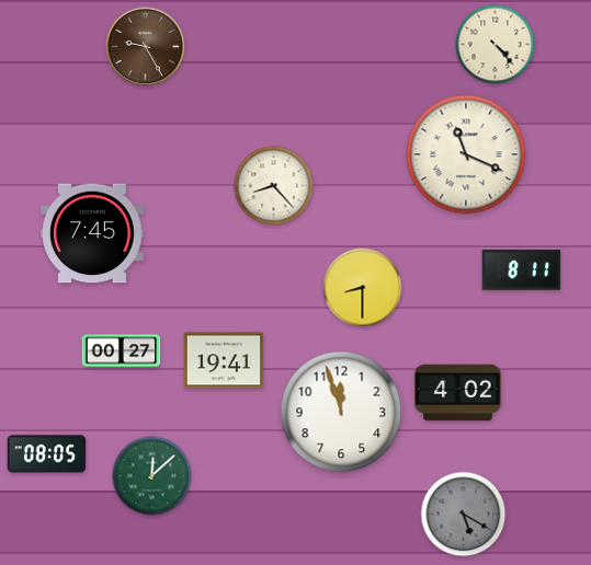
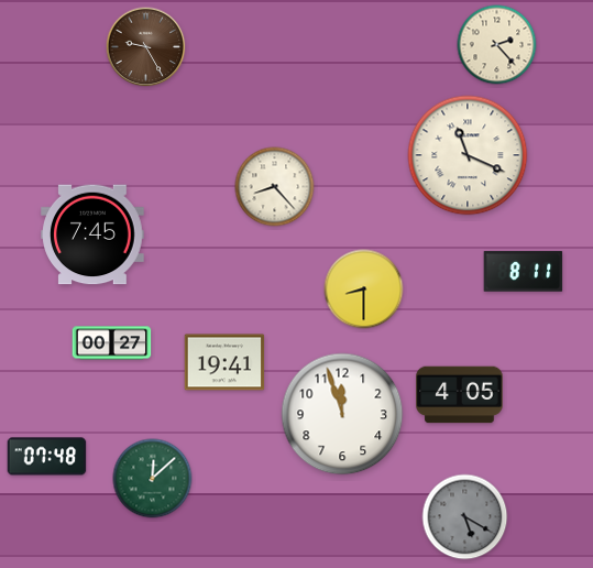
clock at (496, 45): 4:23 -> 2:23
clock at (122, 351) position: (122, 351) -> (112, 343)
clock at (458, 393): 4:02 -> 4:05
clock at (47, 454): 08:05 -> 07:48
